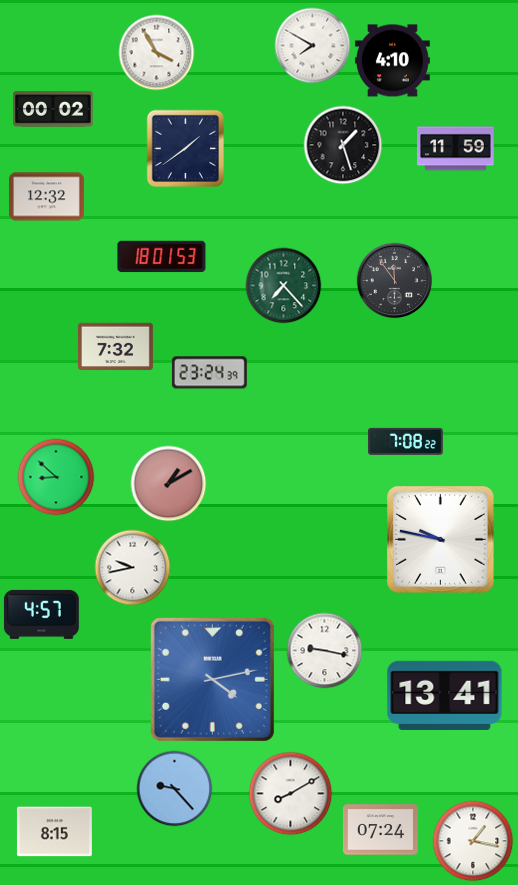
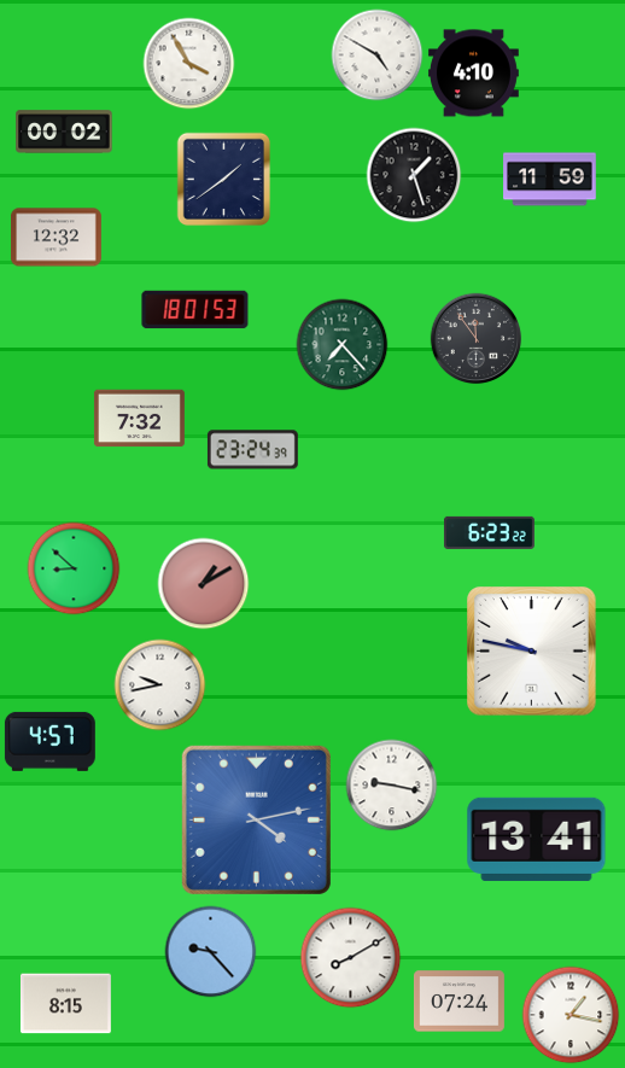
clock at (313, 46): 7:50 -> 4:50
clock at (405, 441): 7:08 -> 6:23
clock at (56, 477) position: (56, 477) -> (74, 568)
